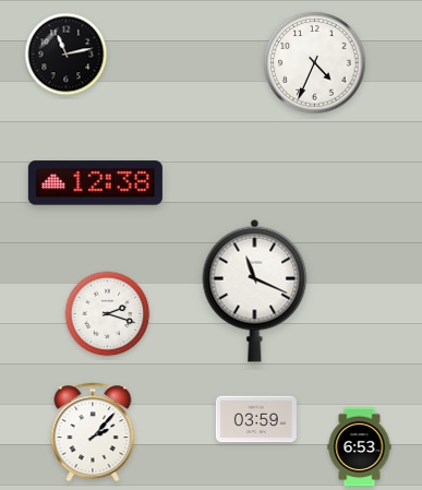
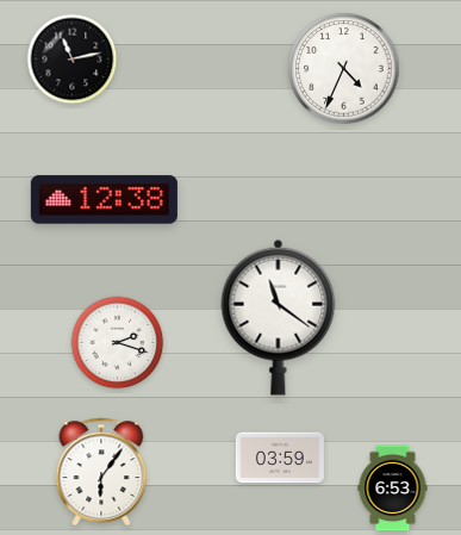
clock at (255, 290): 11:19 -> 11:21
clock at (93, 432): 2:07 -> 6:06
